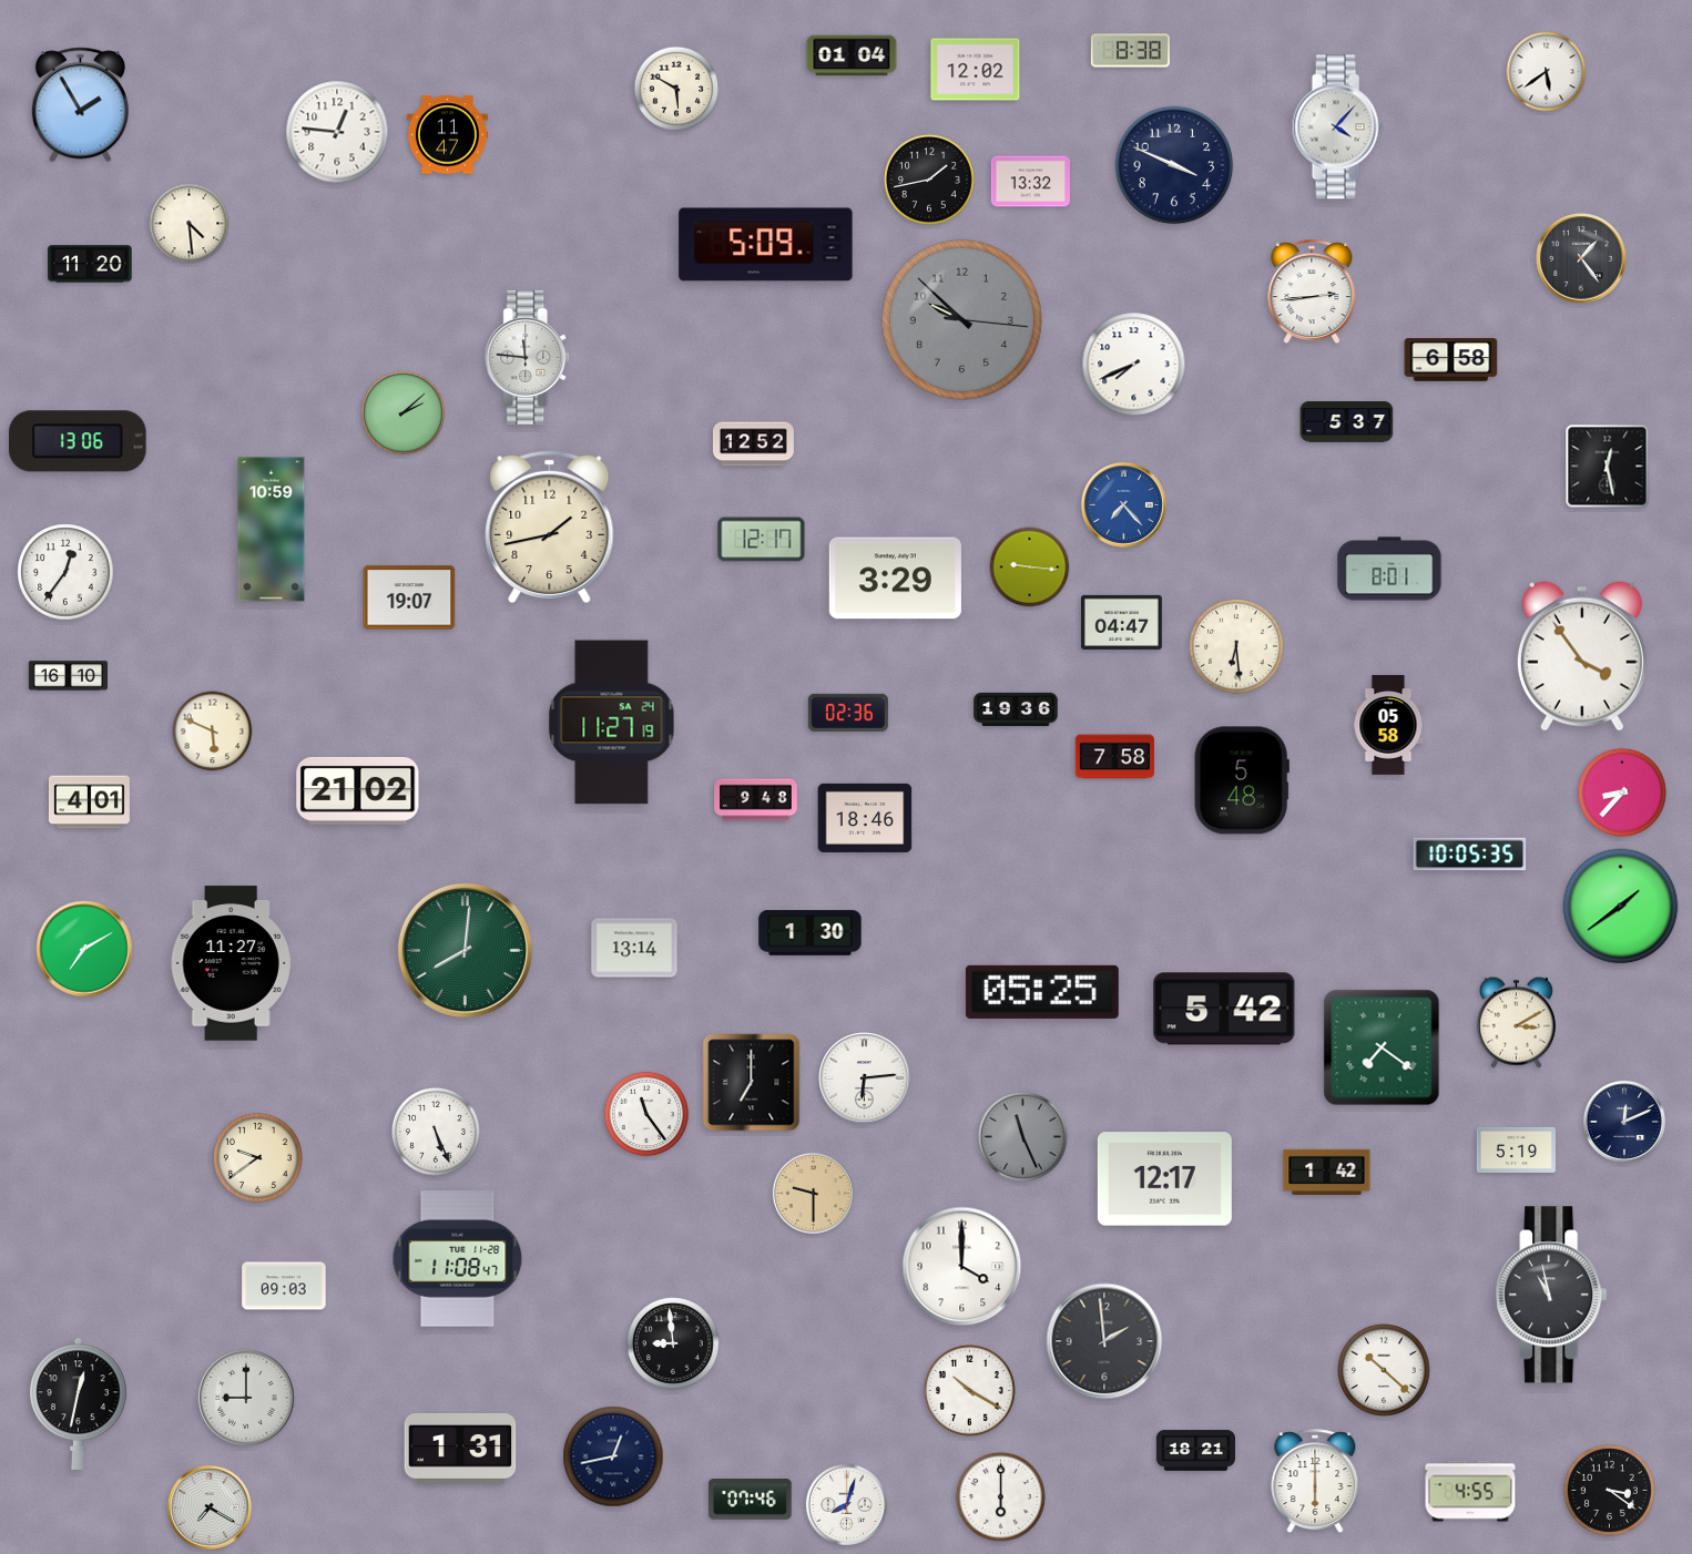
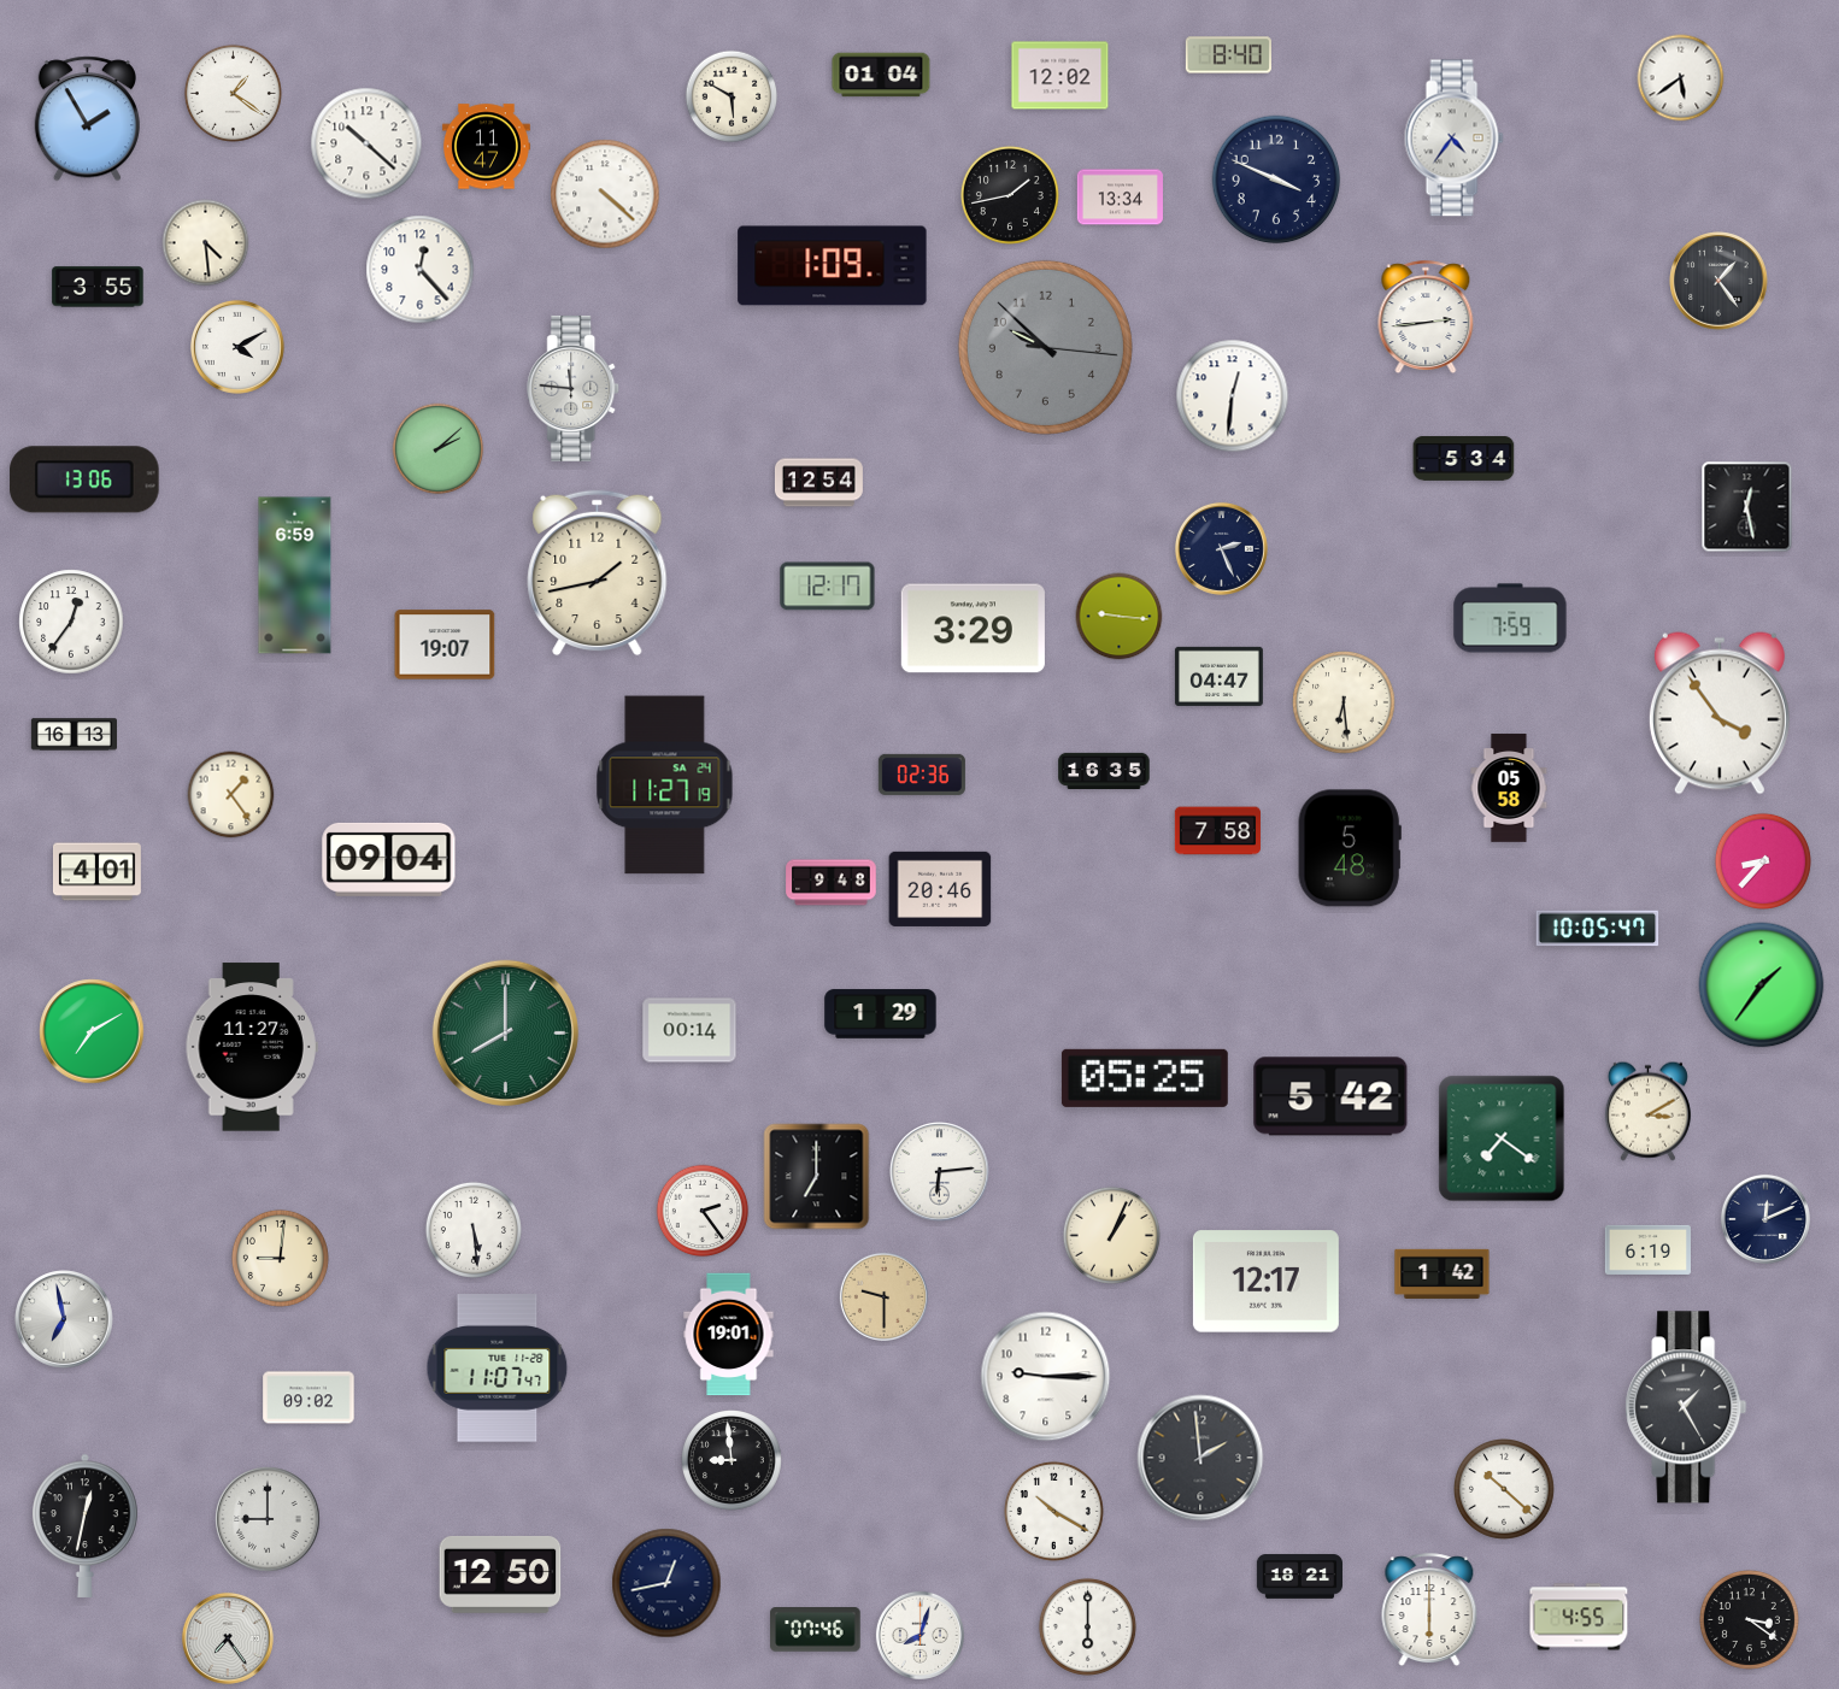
clock at (1130, 51): 8:38 -> 8:40
clock at (852, 55) position: (852, 55) -> (881, 75)
clock at (233, 93): none -> 1:21
clock at (676, 89) position: (676, 89) -> (732, 96)
clock at (80, 105) position: (80, 105) -> (87, 119)
clock at (1337, 127): 4:07 -> 4:36
clock at (337, 132): 12:46 -> 10:22
clock at (605, 194): none -> 4:22
clock at (1030, 182): 13:32 -> 13:34
clock at (766, 245): 5:09 -> 1:09
clock at (421, 270): none -> 12:23
clock at (90, 264): 11:20 -> 3:55
clock at (237, 347): none -> 4:10
clock at (1451, 360): 6:58 -> none
clock at (1134, 365): 7:41 -> 12:31
clock at (1347, 422): 5:37 -> 5:34
clock at (753, 444): 12:52 -> 12:54
clock at (1123, 504): 7:23 -> 2:26
clock at (1123, 504) dial: blue -> navy
clock at (272, 530): 10:59 -> 6:59
clock at (1389, 569): 8:01 -> 7:59
clock at (409, 597) position: (409, 597) -> (445, 645)
clock at (68, 676): 16:10 -> 16:13
clock at (1016, 708): 19:36 -> 16:35
clock at (213, 732): 5:49 -> 1:24
clock at (1114, 757) position: (1114, 757) -> (1217, 831)
clock at (358, 790): 21:02 -> 09:04
clock at (756, 800) position: (756, 800) -> (832, 883)
clock at (865, 818): 18:46 -> 20:46
clock at (1470, 855): 10:05:35 -> 10:05:47
clock at (1621, 907): 1:39 -> 1:36
clock at (811, 933): 1:30 -> 1:29
clock at (634, 948): 13:14 -> 00:14
clock at (465, 950): 8:01 -> 8:00
clock at (1042, 992) position: (1042, 992) -> (1145, 1078)
clock at (646, 1114): 11:24 -> 2:24
clock at (436, 1132): 5:26 -> 5:29
clock at (1022, 1136): 11:26 -> 1:04
clock at (1022, 1136) dial: grey -> cream
clock at (1516, 1149): 5:19 -> 6:19
clock at (257, 1157): 9:39 -> 9:01
clock at (64, 1319): none -> 6:58
clock at (729, 1335): none -> 19:01
clock at (458, 1259): 11:08 -> 11:07
clock at (962, 1267): 4:00 -> 9:15
clock at (284, 1286): 09:03 -> 09:02
clock at (1551, 1295): 10:58 -> 1:25
clock at (460, 1449): 1:31 -> 12:50
clock at (1470, 1491) position: (1470, 1491) -> (1579, 1617)
clock at (210, 1507): 7:20 -> 7:24
